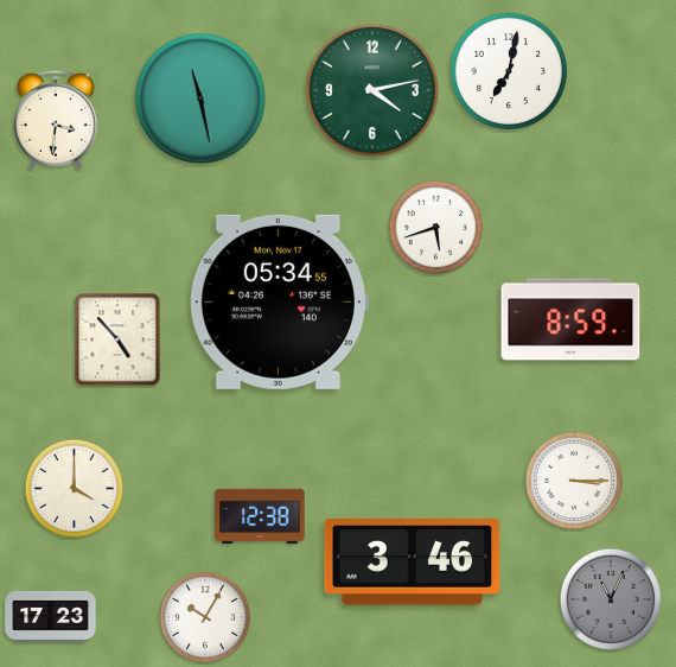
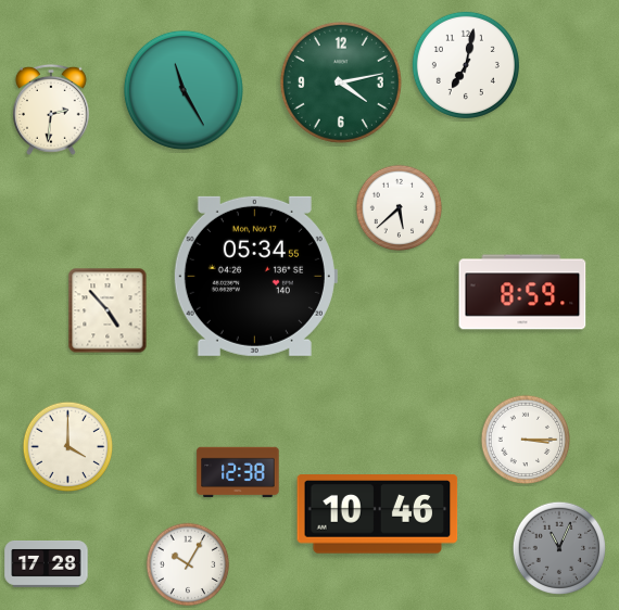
clock at (200, 99): 11:28 -> 11:25
clock at (56, 120): 3:31 -> 2:31
clock at (436, 228): 5:42 -> 5:38
clock at (413, 563): 3:46 -> 10:46
clock at (51, 617): 17:23 -> 17:28
